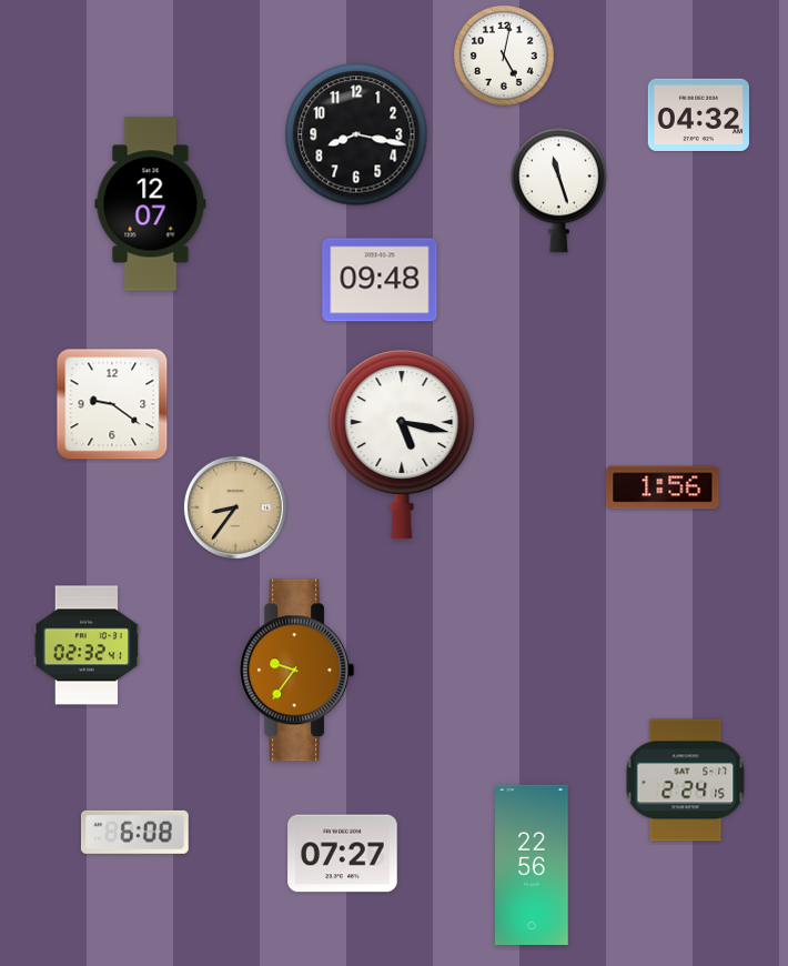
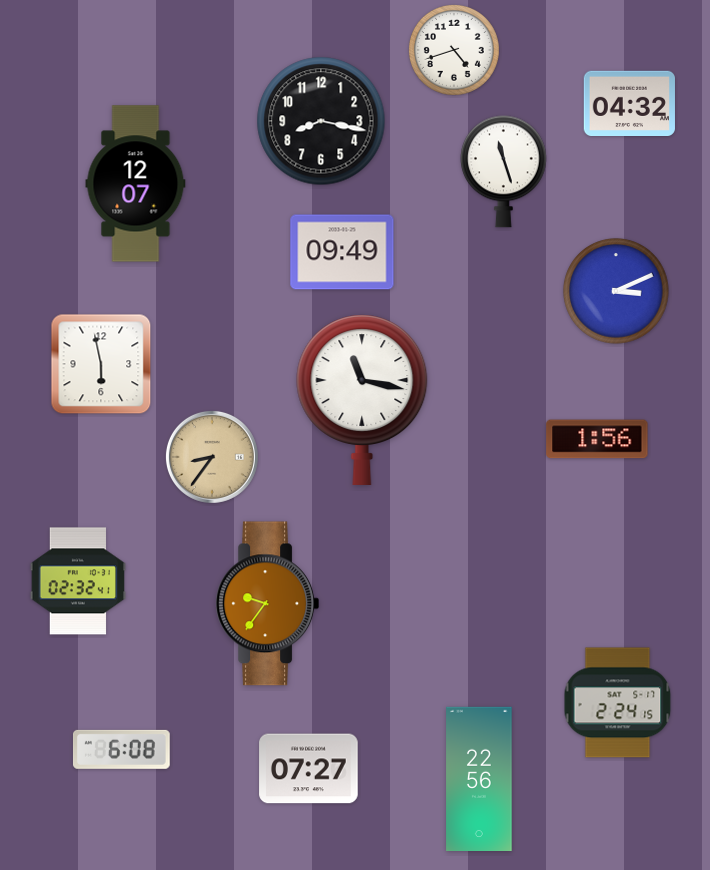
clock at (504, 56): 5:02 -> 4:42
clock at (380, 280): 09:48 -> 09:49
clock at (616, 291): none -> 3:11
clock at (112, 404): 9:21 -> 5:58
clock at (402, 444): 5:17 -> 11:17
